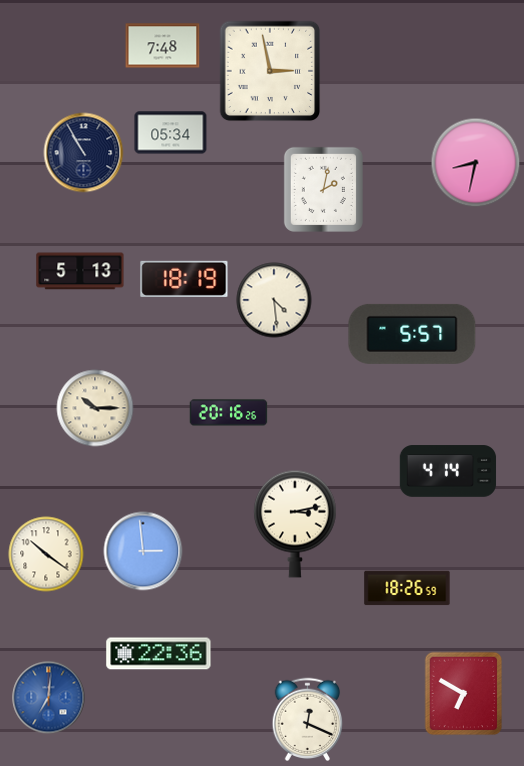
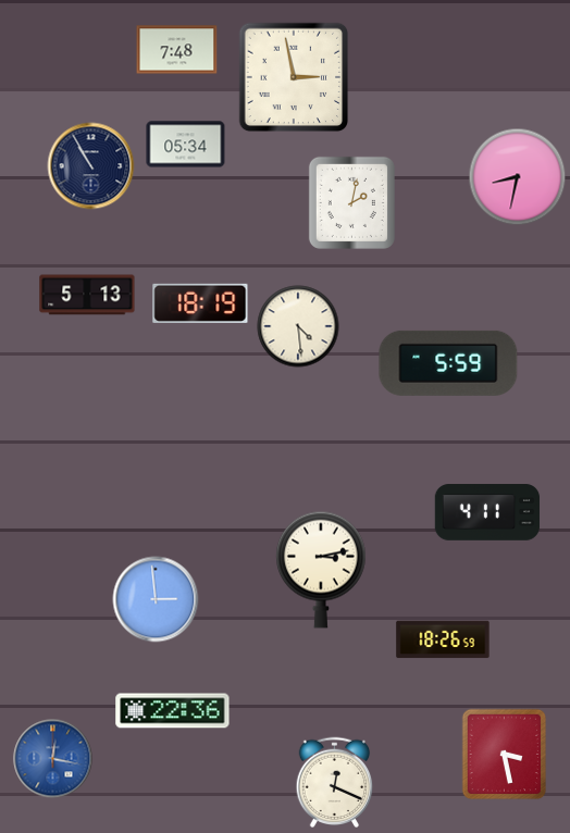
clock at (323, 189) position: (323, 189) -> (351, 202)
clock at (412, 334): 5:57 -> 5:59
clock at (95, 408): 10:15 -> none
clock at (229, 413): 20:16 -> none
clock at (448, 471): 4:14 -> 4:11
clock at (46, 554): 10:21 -> none
clock at (464, 694): 6:50 -> 3:28
clock at (49, 698): 7:01 -> 12:17
